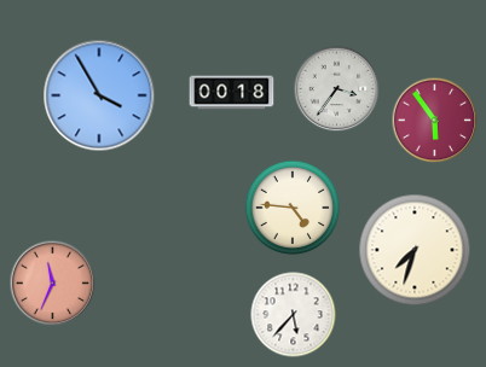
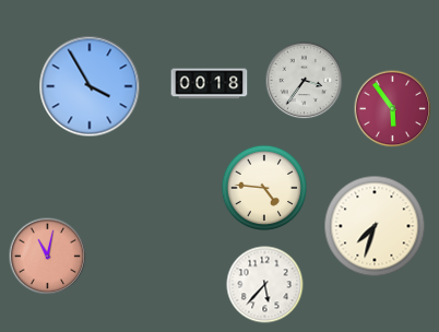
clock at (53, 284): 11:34 -> 11:02
